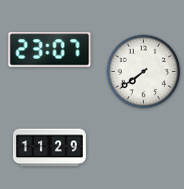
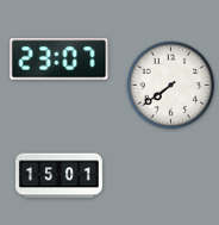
clock at (49, 148): 11:29 -> 15:01
